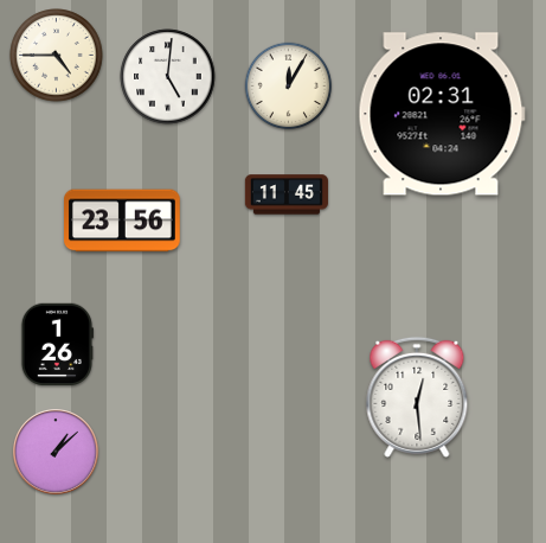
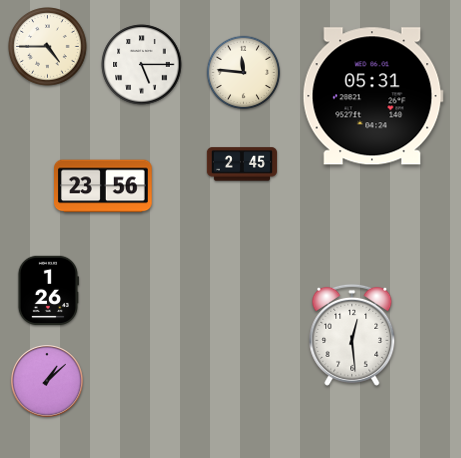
clock at (168, 77): 5:01 -> 5:15
clock at (289, 87): 12:05 -> 11:46
clock at (442, 114): 02:31 -> 05:31
clock at (287, 194): 11:45 -> 2:45
